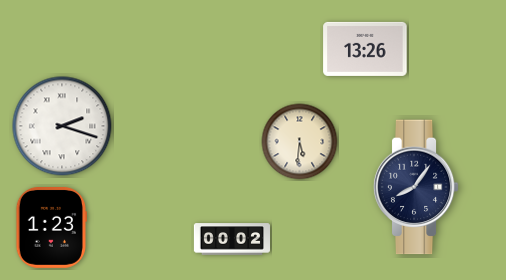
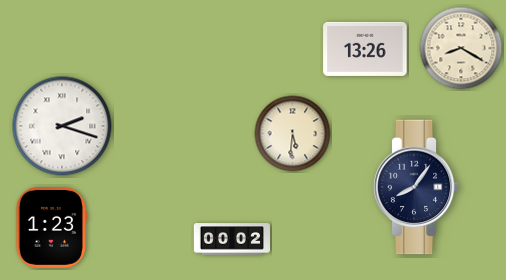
clock at (461, 48): none -> 8:20
clock at (300, 142) position: (300, 142) -> (293, 134)
